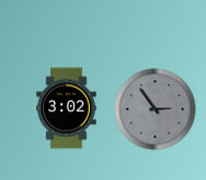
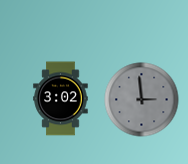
clock at (156, 110): 2:54 -> 2:59
